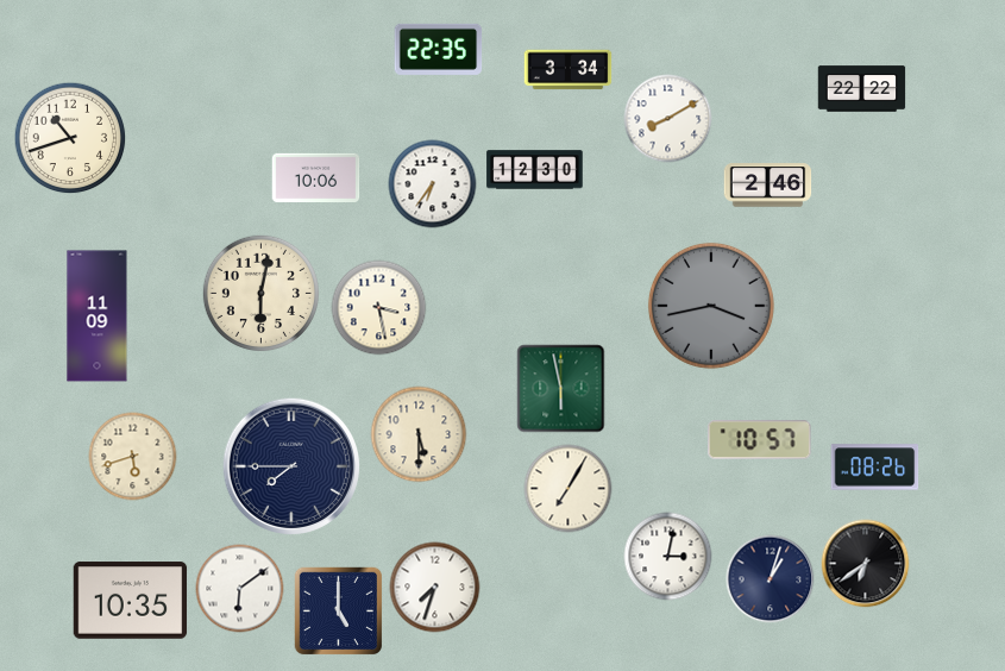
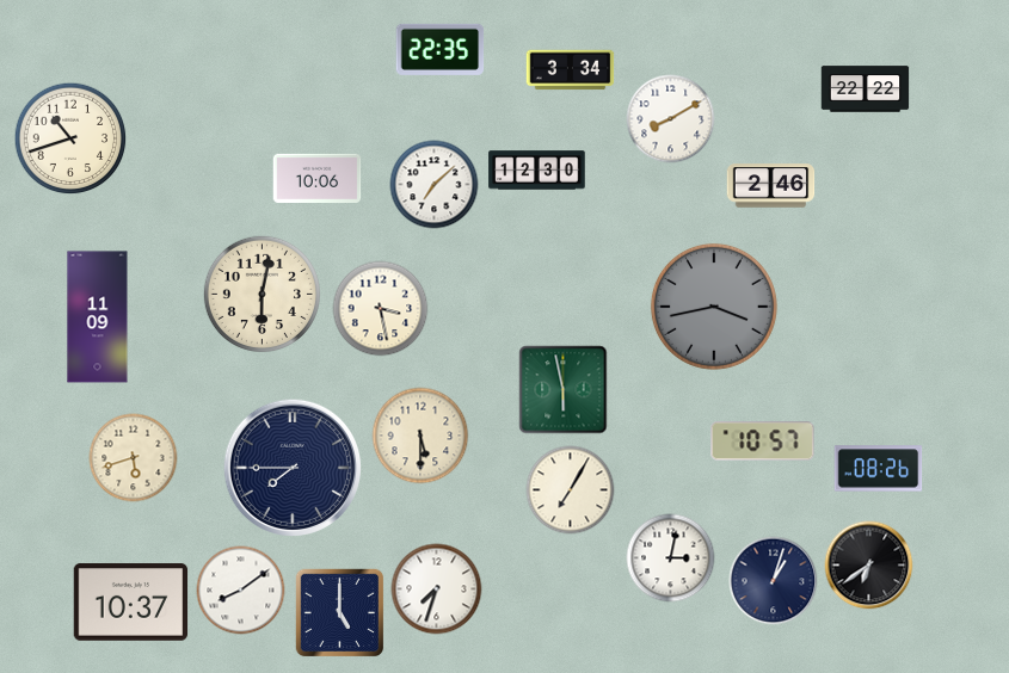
clock at (433, 184): 6:36 -> 7:08
clock at (240, 589): 6:09 -> 8:09
clock at (131, 601): 10:35 -> 10:37
